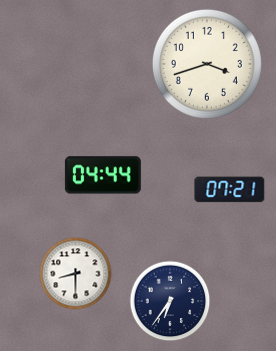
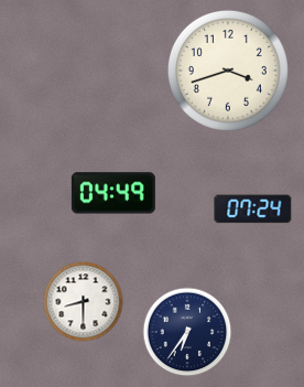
clock at (103, 175): 04:44 -> 04:49
clock at (230, 190): 07:21 -> 07:24
